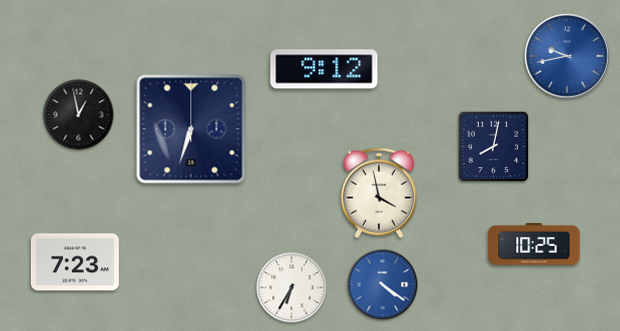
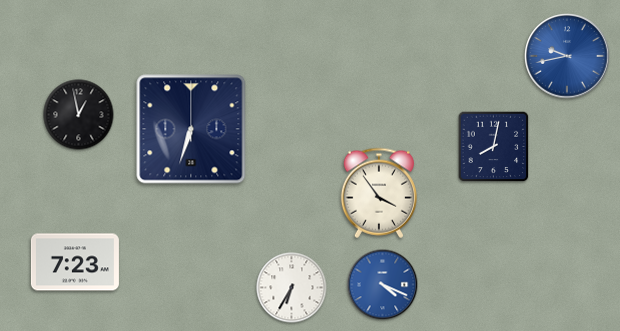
clock at (324, 69): 9:12 -> none
clock at (378, 193): 3:58 -> 3:54
clock at (534, 244): 10:25 -> none
clock at (383, 285): 4:21 -> 4:19
